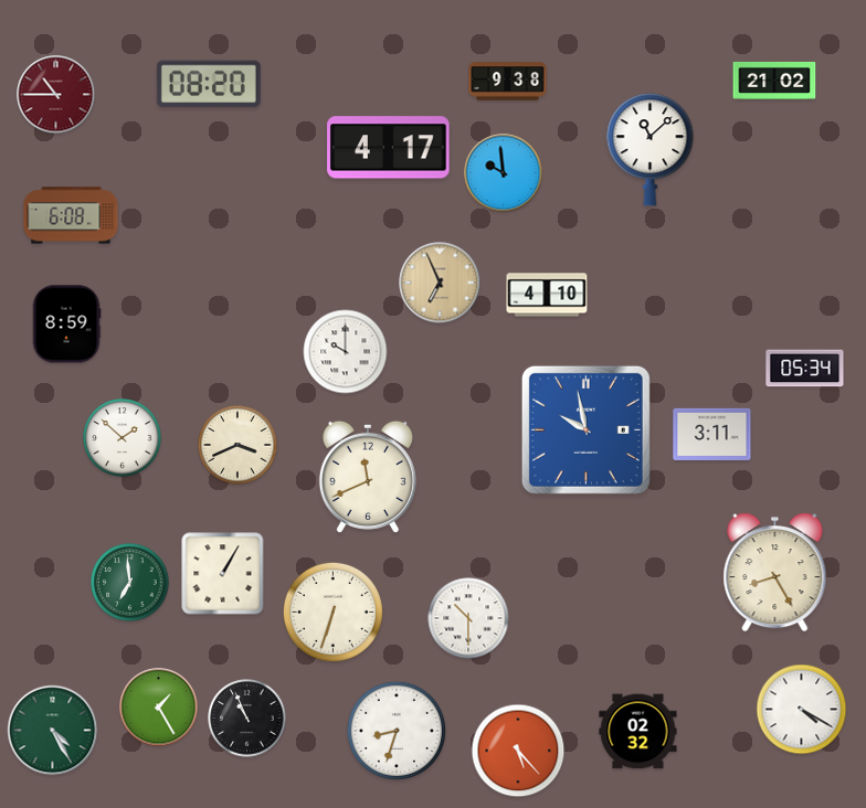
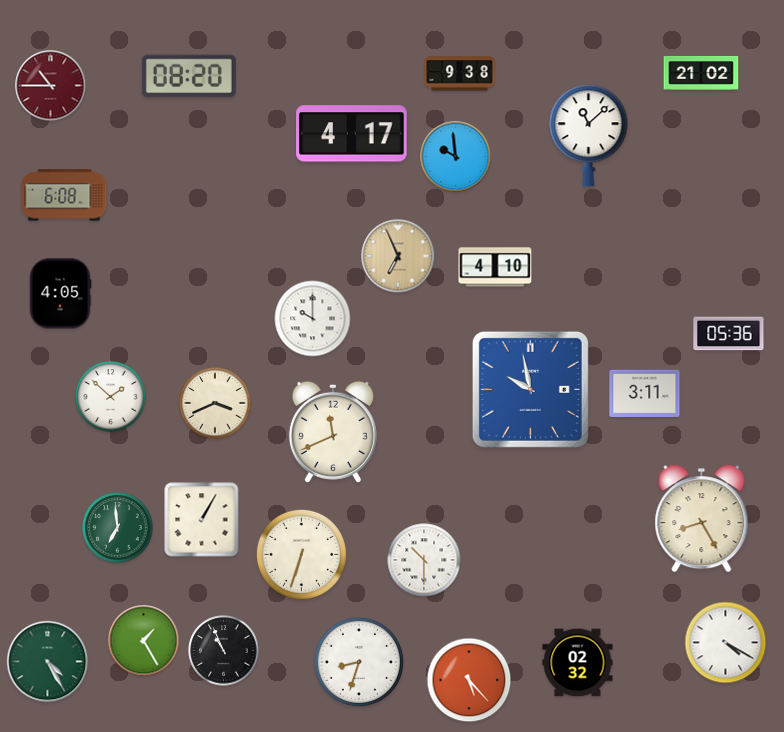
clock at (66, 325): 8:59 -> 4:05
clock at (805, 369): 05:34 -> 05:36
